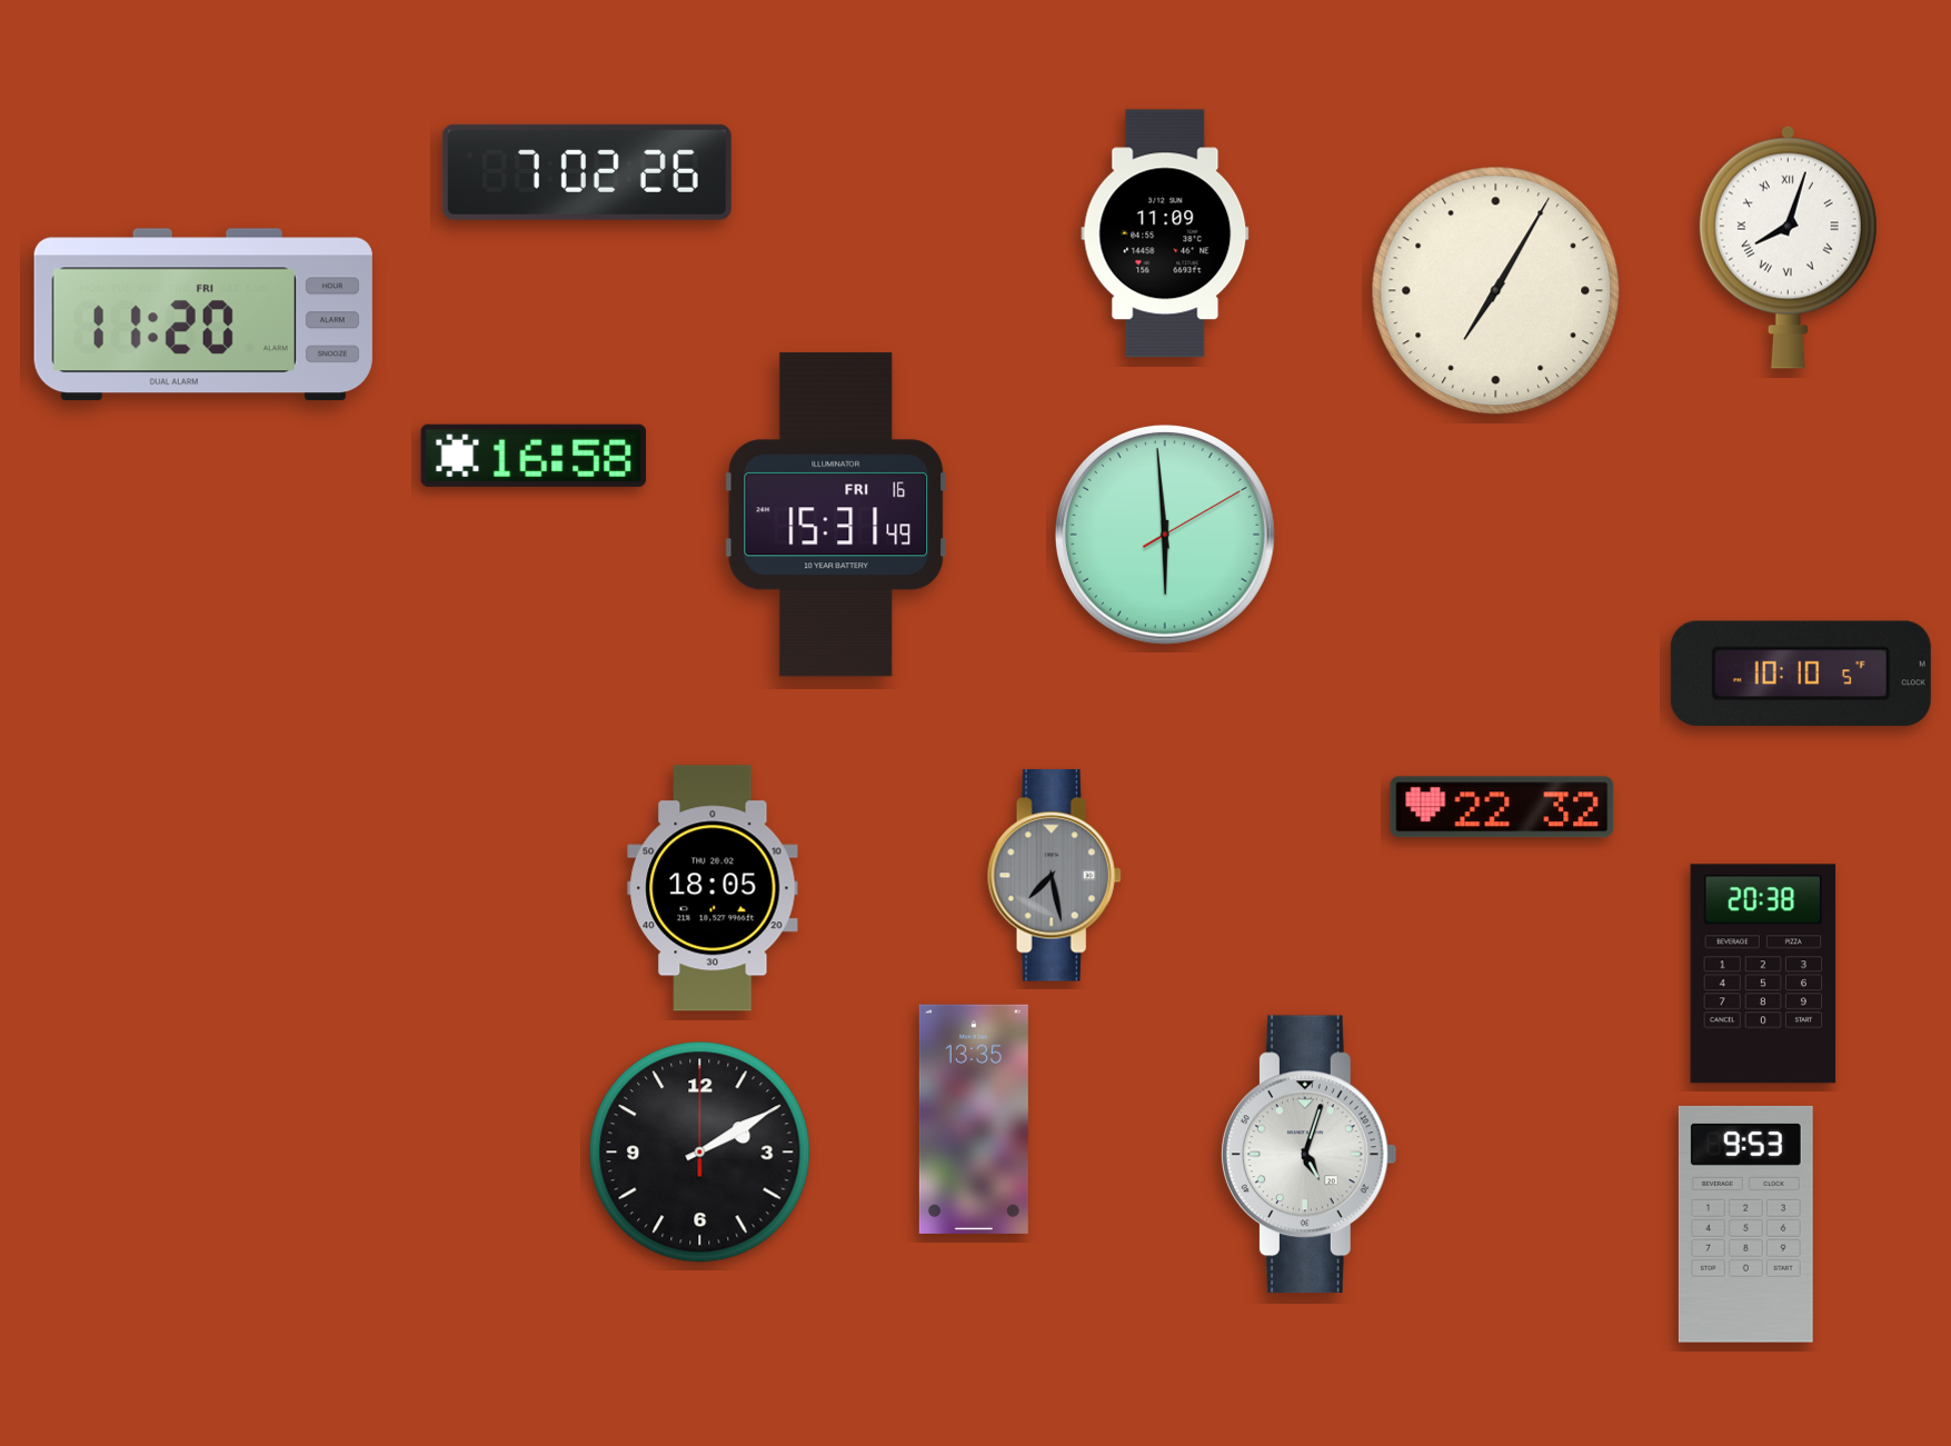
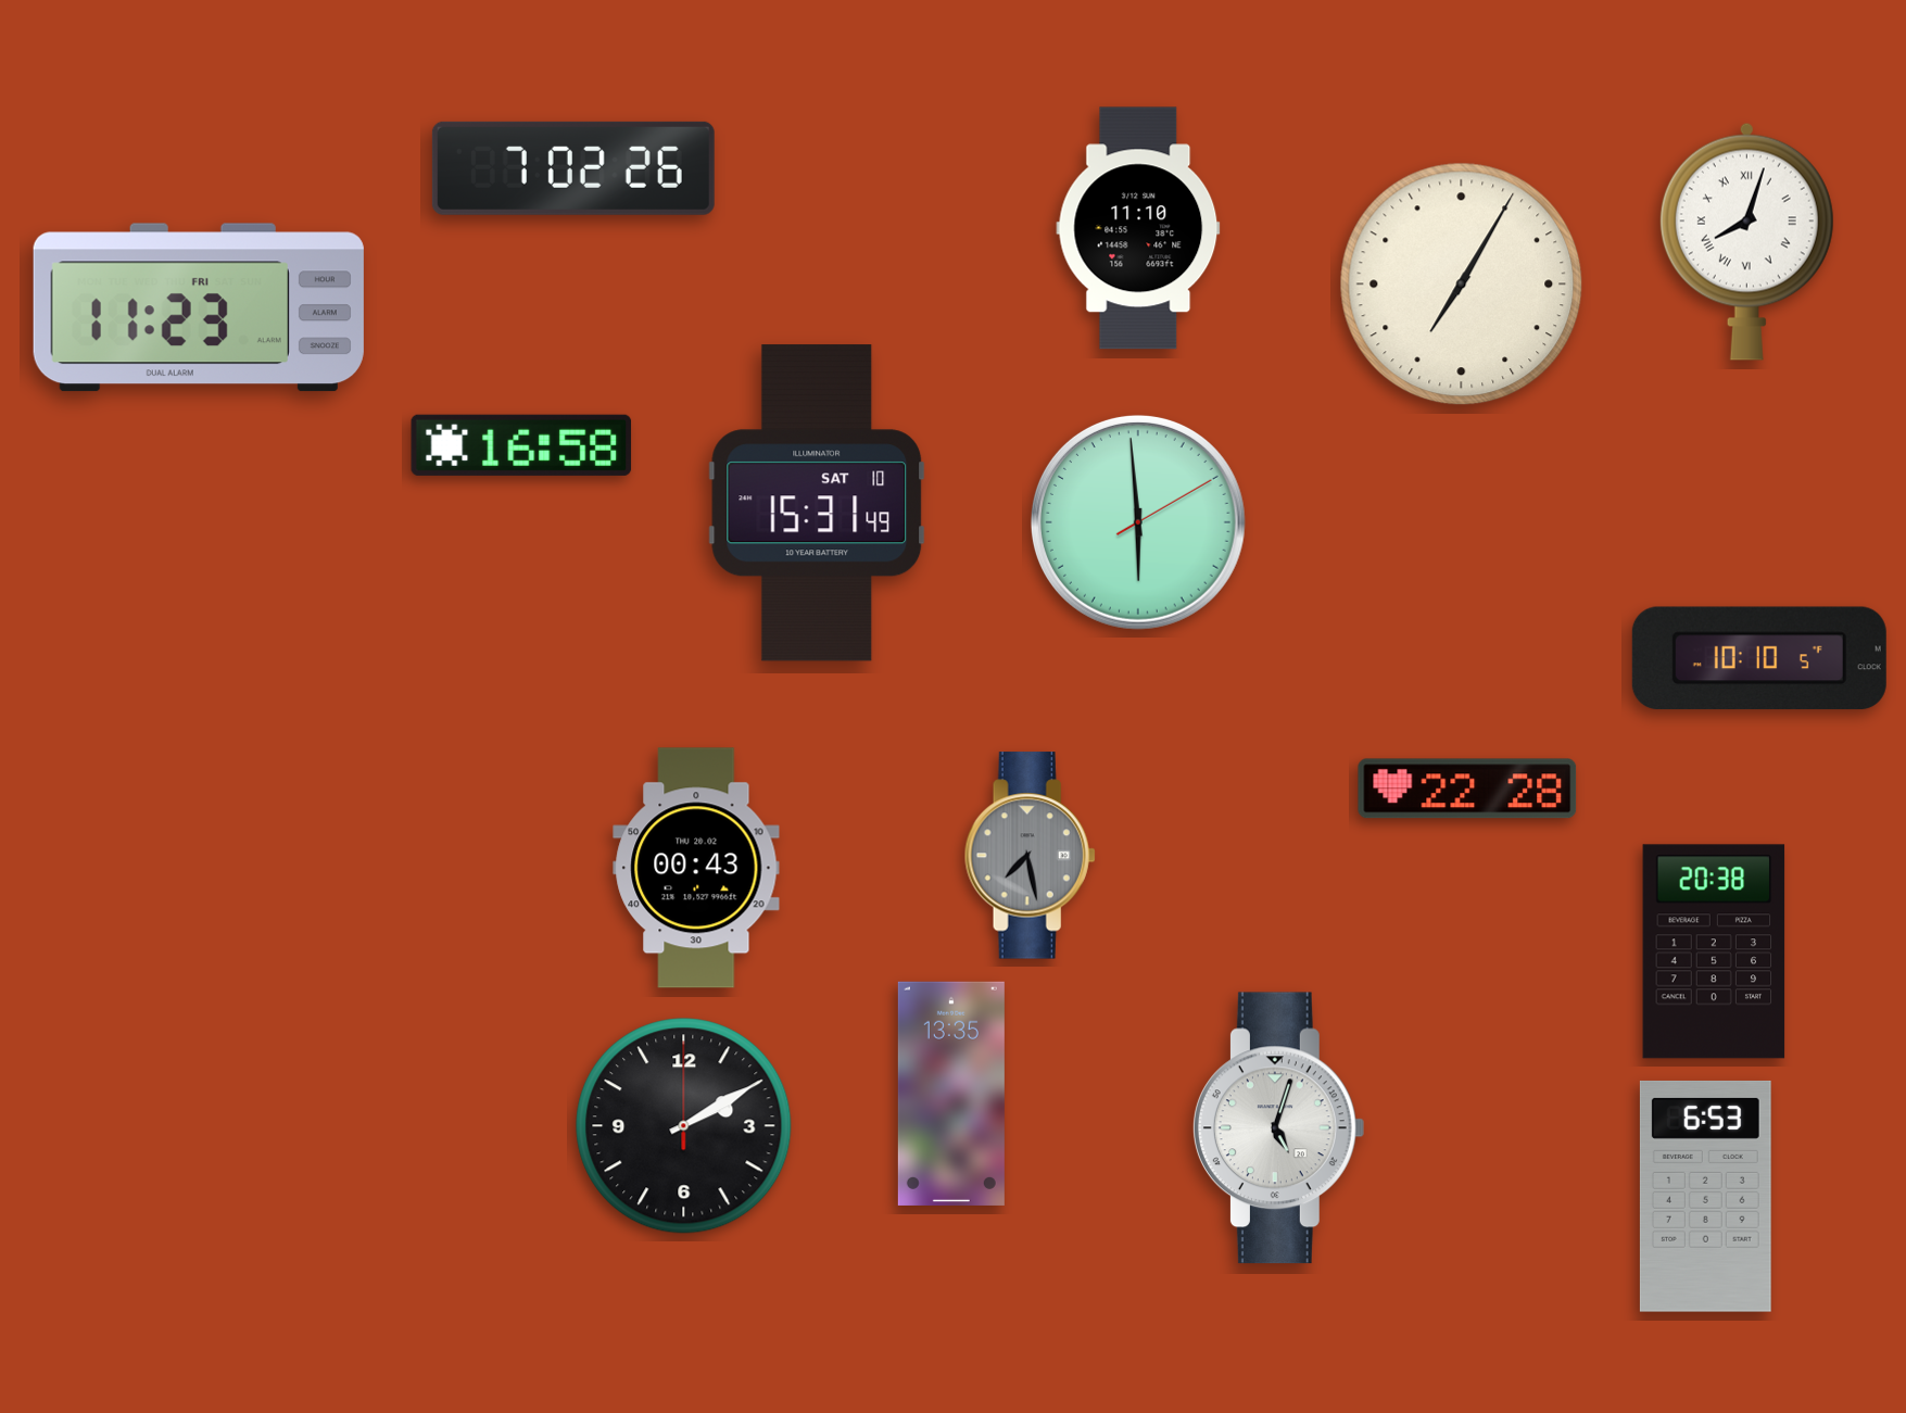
clock at (1165, 233): 11:09 -> 11:10
clock at (203, 315): 11:20 -> 11:23
clock at (836, 515) date: FRI 16 -> SAT 10
clock at (1502, 807): 22:32 -> 22:28
clock at (713, 888): 18:05 -> 00:43
clock at (1763, 974) position: (1763, 974) -> (1714, 951)
clock at (1745, 1224): 9:53 -> 6:53
